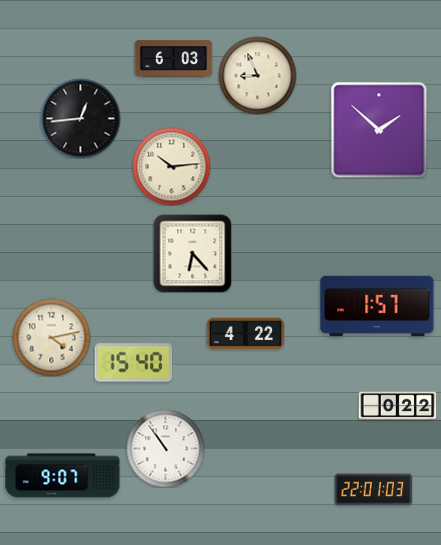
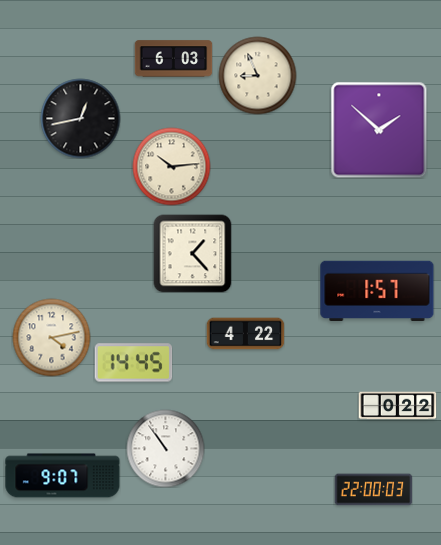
clock at (80, 118): 12:44 -> 12:43
clock at (192, 253): 6:23 -> 1:23
clock at (377, 305) position: (377, 305) -> (377, 290)
clock at (133, 363): 15:40 -> 14:45
clock at (373, 490): 22:01 -> 22:00
